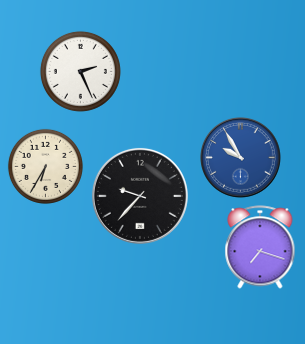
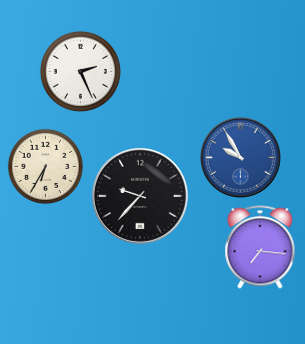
clock at (260, 247): 7:18 -> 7:16
